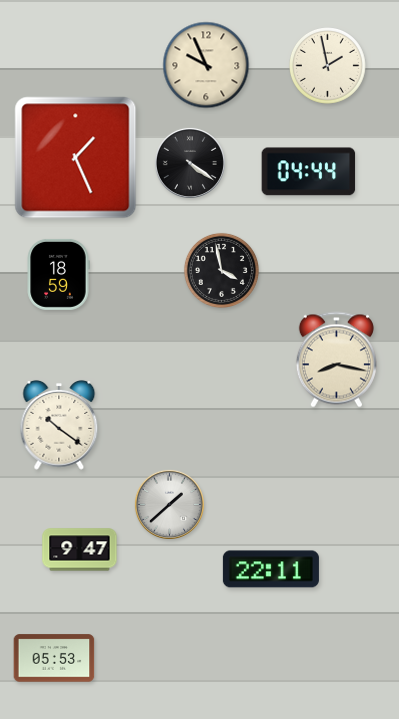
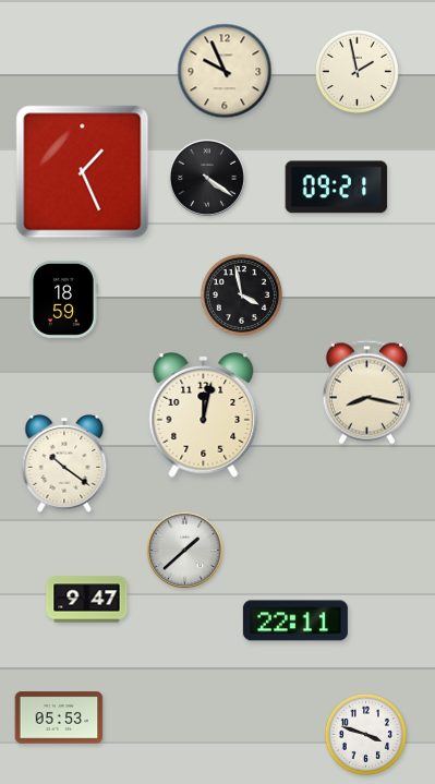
clock at (309, 172): 04:44 -> 09:21
clock at (204, 415): none -> 12:02
clock at (365, 734): none -> 3:48
